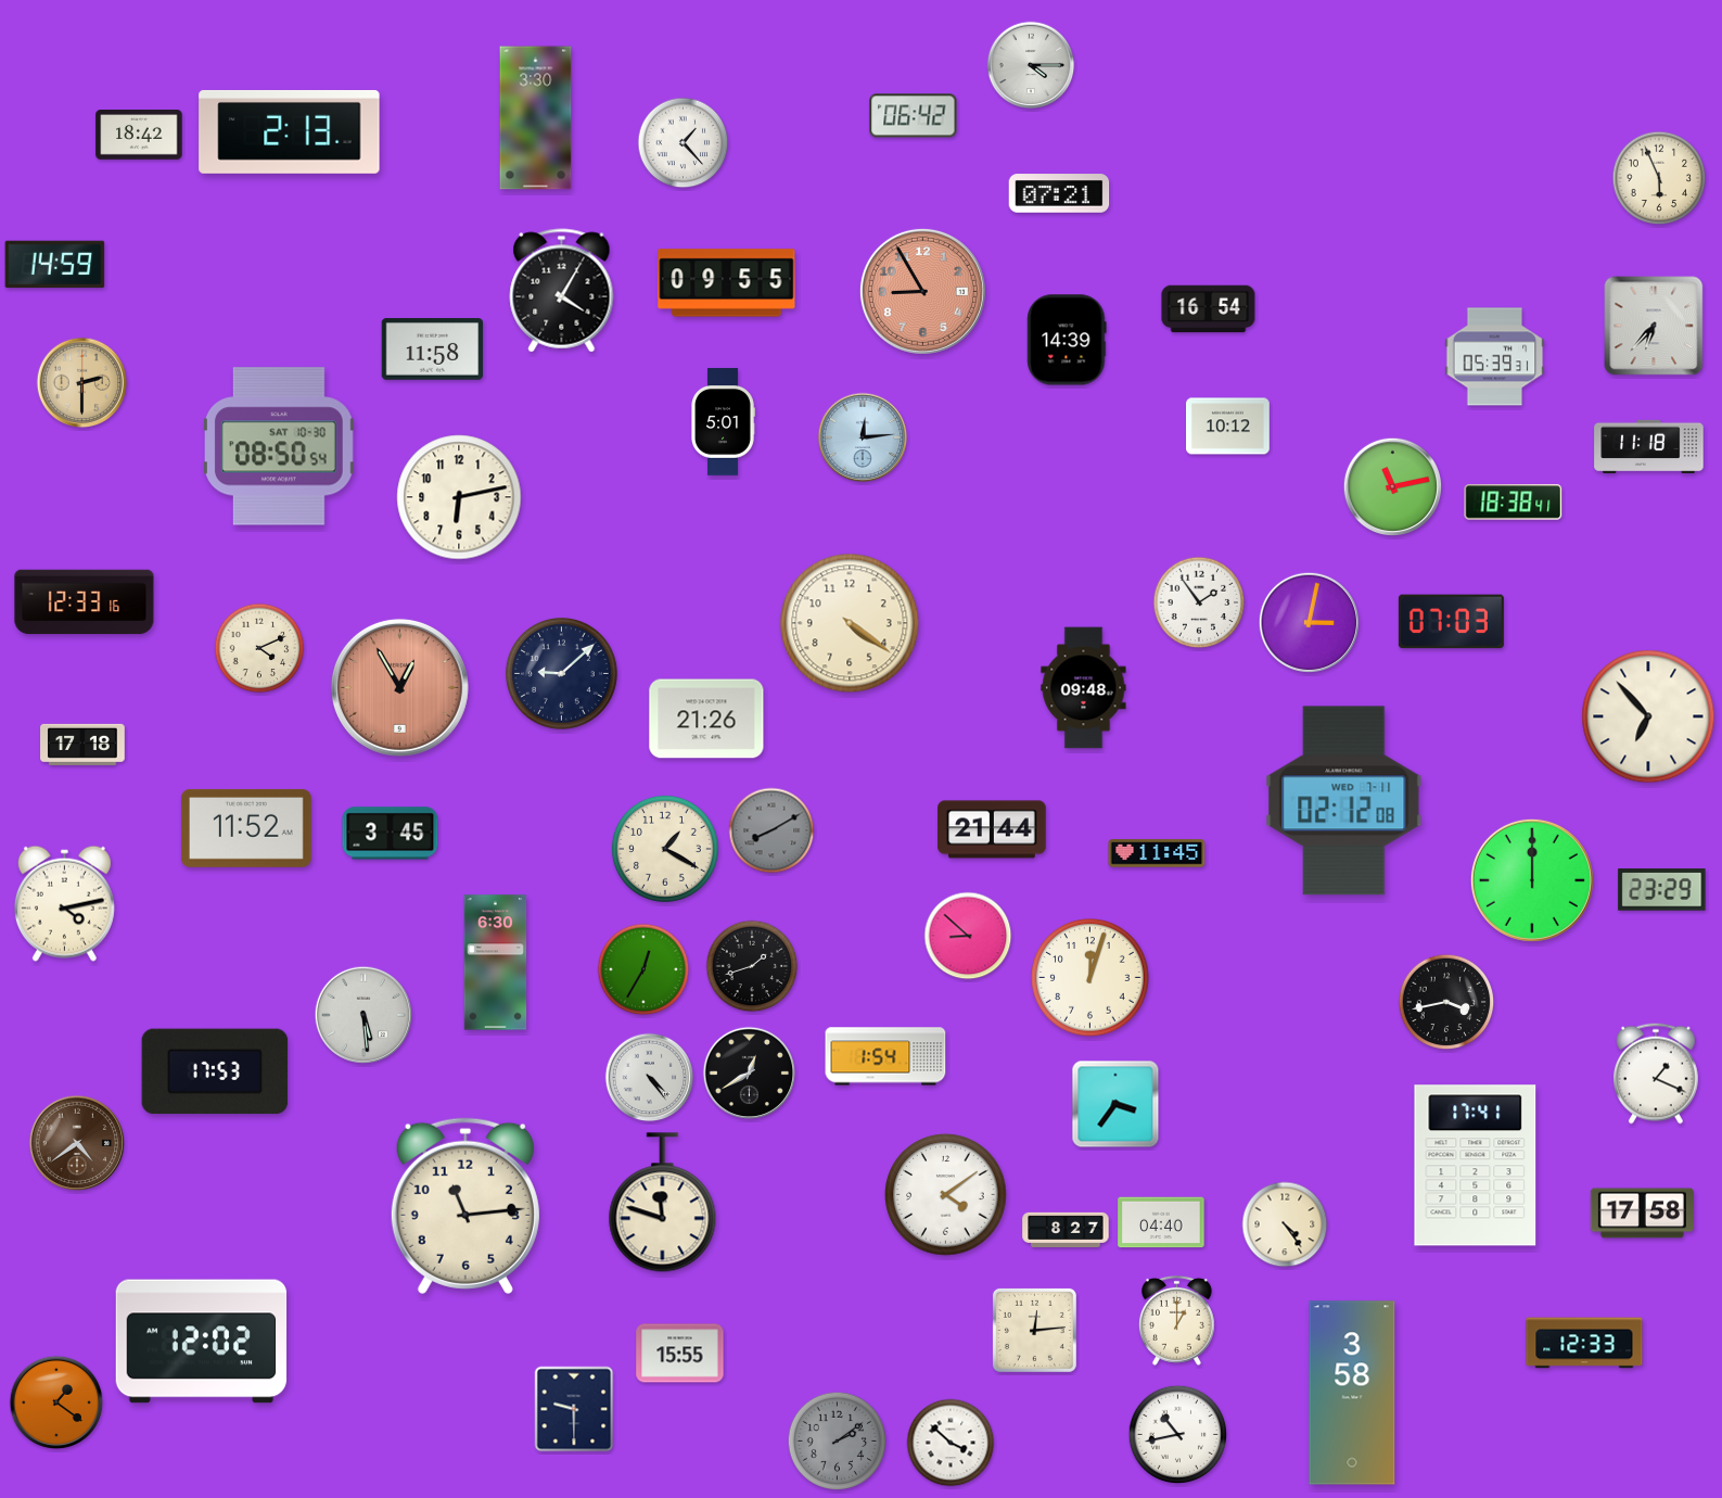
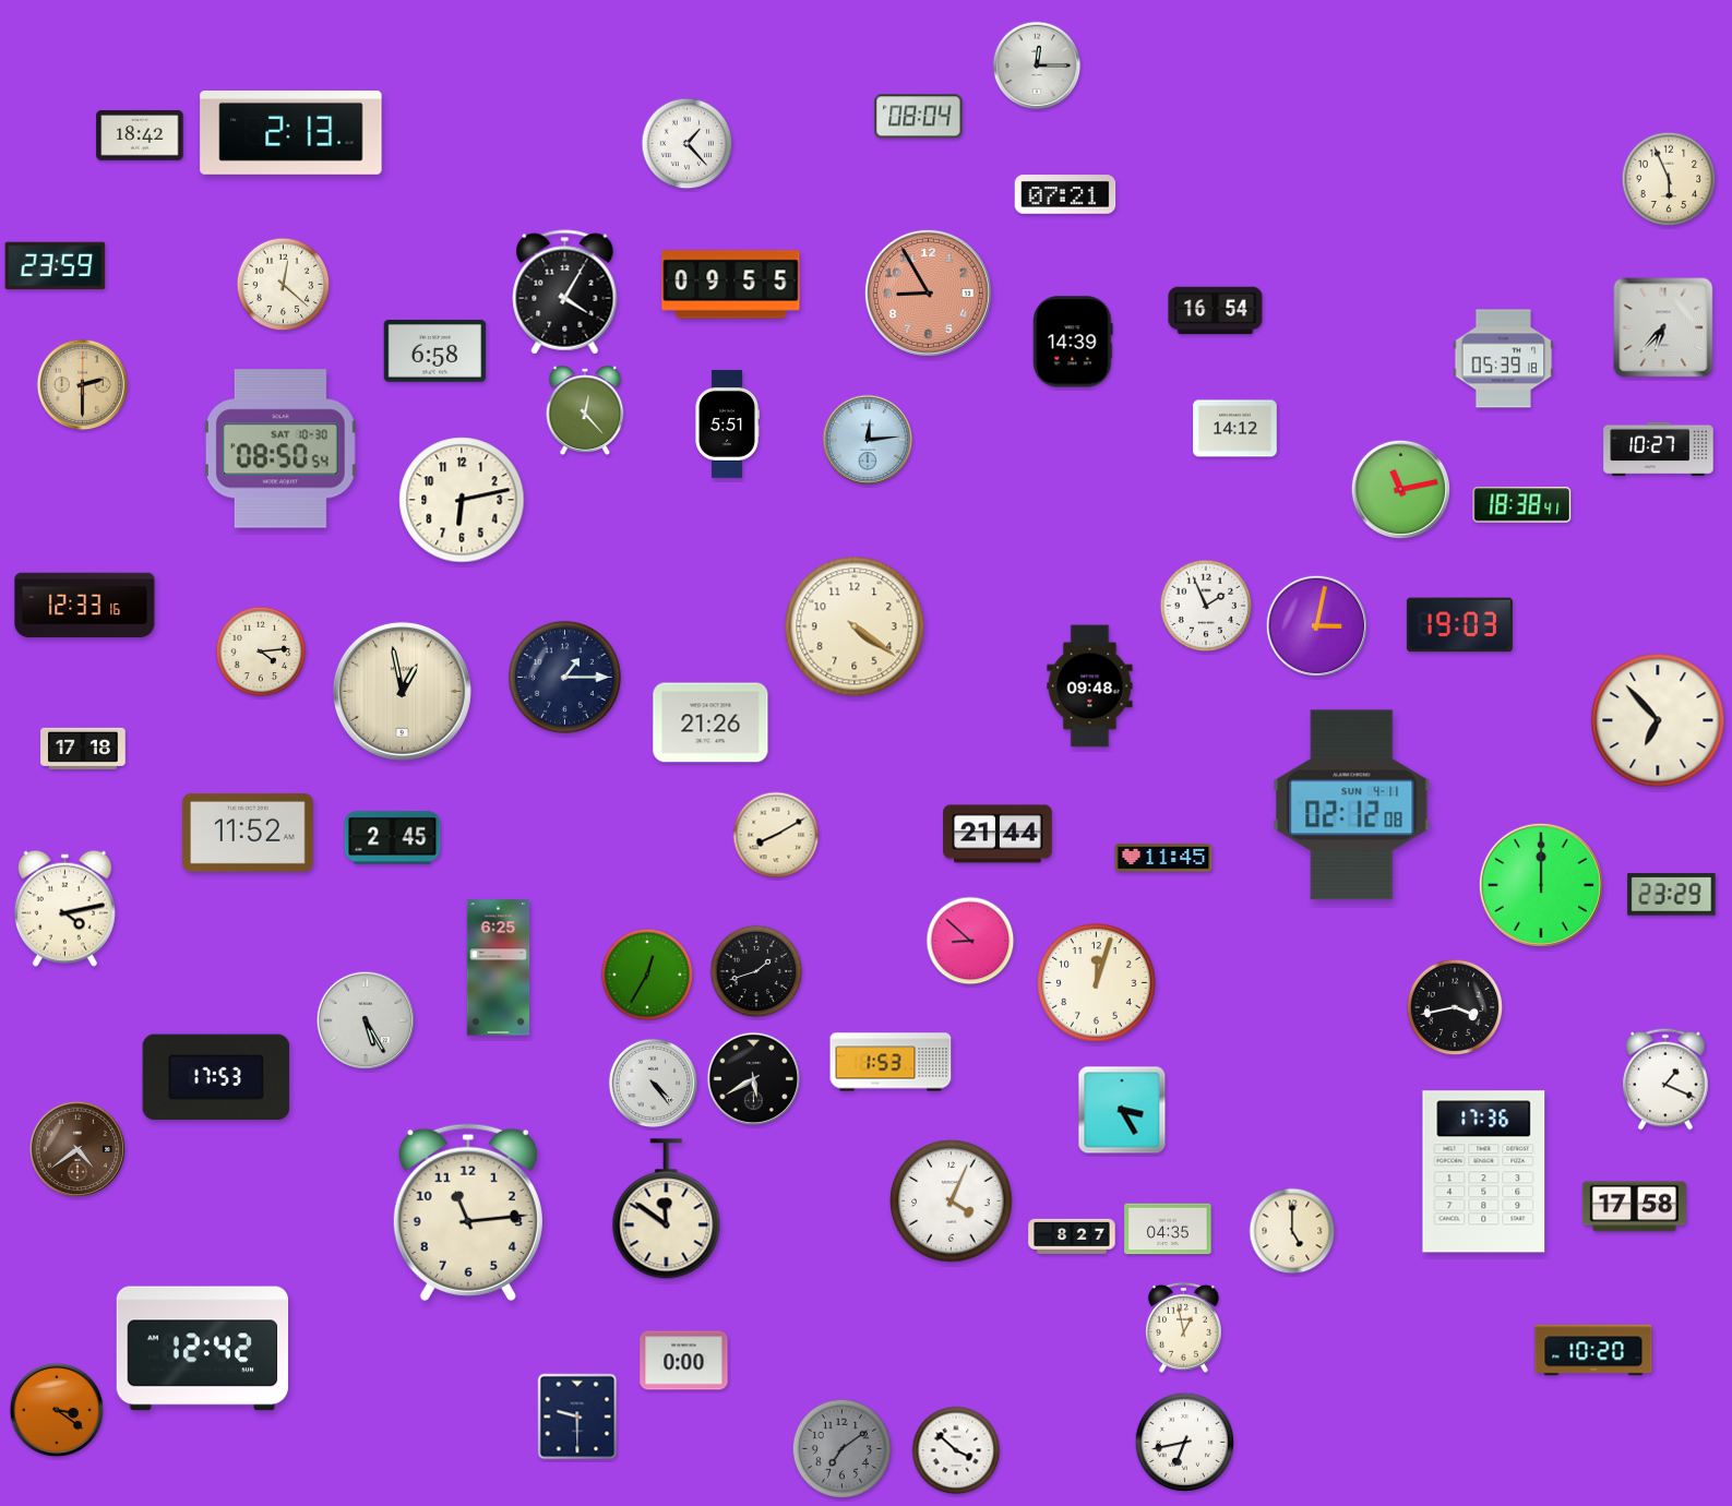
clock at (1031, 65): 4:15 -> 12:15
clock at (914, 116): 06:42 -> 08:04
clock at (536, 118): 3:30 -> none
clock at (55, 265): 14:59 -> 23:59
clock at (284, 285): none -> 12:22
clock at (433, 350): 11:58 -> 6:58
clock at (1495, 357): 05:39:31 -> 05:39:18
clock at (585, 409): none -> 12:23
clock at (723, 422): 5:01 -> 5:51
clock at (1228, 427): 10:12 -> 14:12
clock at (1649, 446): 11:18 -> 10:27
clock at (1199, 602): 1:54 -> 1:56
clock at (1451, 622): 07:03 -> 19:03
clock at (259, 648): 4:11 -> 4:14
clock at (561, 673): 9:08 -> 1:15
clock at (399, 687): 12:55 -> 12:58
clock at (399, 687) dial: salmon -> cream
clock at (1084, 688) position: (1084, 688) -> (1090, 686)
clock at (1344, 801) date: WED 7-11 -> SUN 4-11
clock at (771, 830) dial: grey -> cream
clock at (391, 834): 3:45 -> 2:45
clock at (665, 849): 1:20 -> none
clock at (968, 936) position: (968, 936) -> (970, 941)
clock at (496, 963): 6:30 -> 6:25
clock at (363, 1015): 5:29 -> 5:25
clock at (885, 1056): 1:54 -> 1:53
clock at (750, 1074): 12:40 -> 5:40
clock at (1115, 1104): 3:36 -> 3:25
clock at (1476, 1166): 17:41 -> 17:36
clock at (946, 1195): 4:09 -> 4:04
clock at (663, 1203): 11:48 -> 11:51
clock at (1642, 1214) position: (1642, 1214) -> (1634, 1207)
clock at (1161, 1222): 04:40 -> 04:35
clock at (1285, 1224): 4:24 -> 5:00
clock at (1176, 1320): 1:00 -> 12:58
clock at (1034, 1330): 12:14 -> none
clock at (202, 1342): 12:02 -> 12:42
clock at (1584, 1343): 12:33 -> 10:20
clock at (680, 1354): 15:55 -> 0:00
clock at (1352, 1393): 3:58 -> none
clock at (56, 1402): 1:21 -> 3:21
clock at (1177, 1434): 10:43 -> 6:43
clock at (837, 1440): 2:09 -> 7:09
